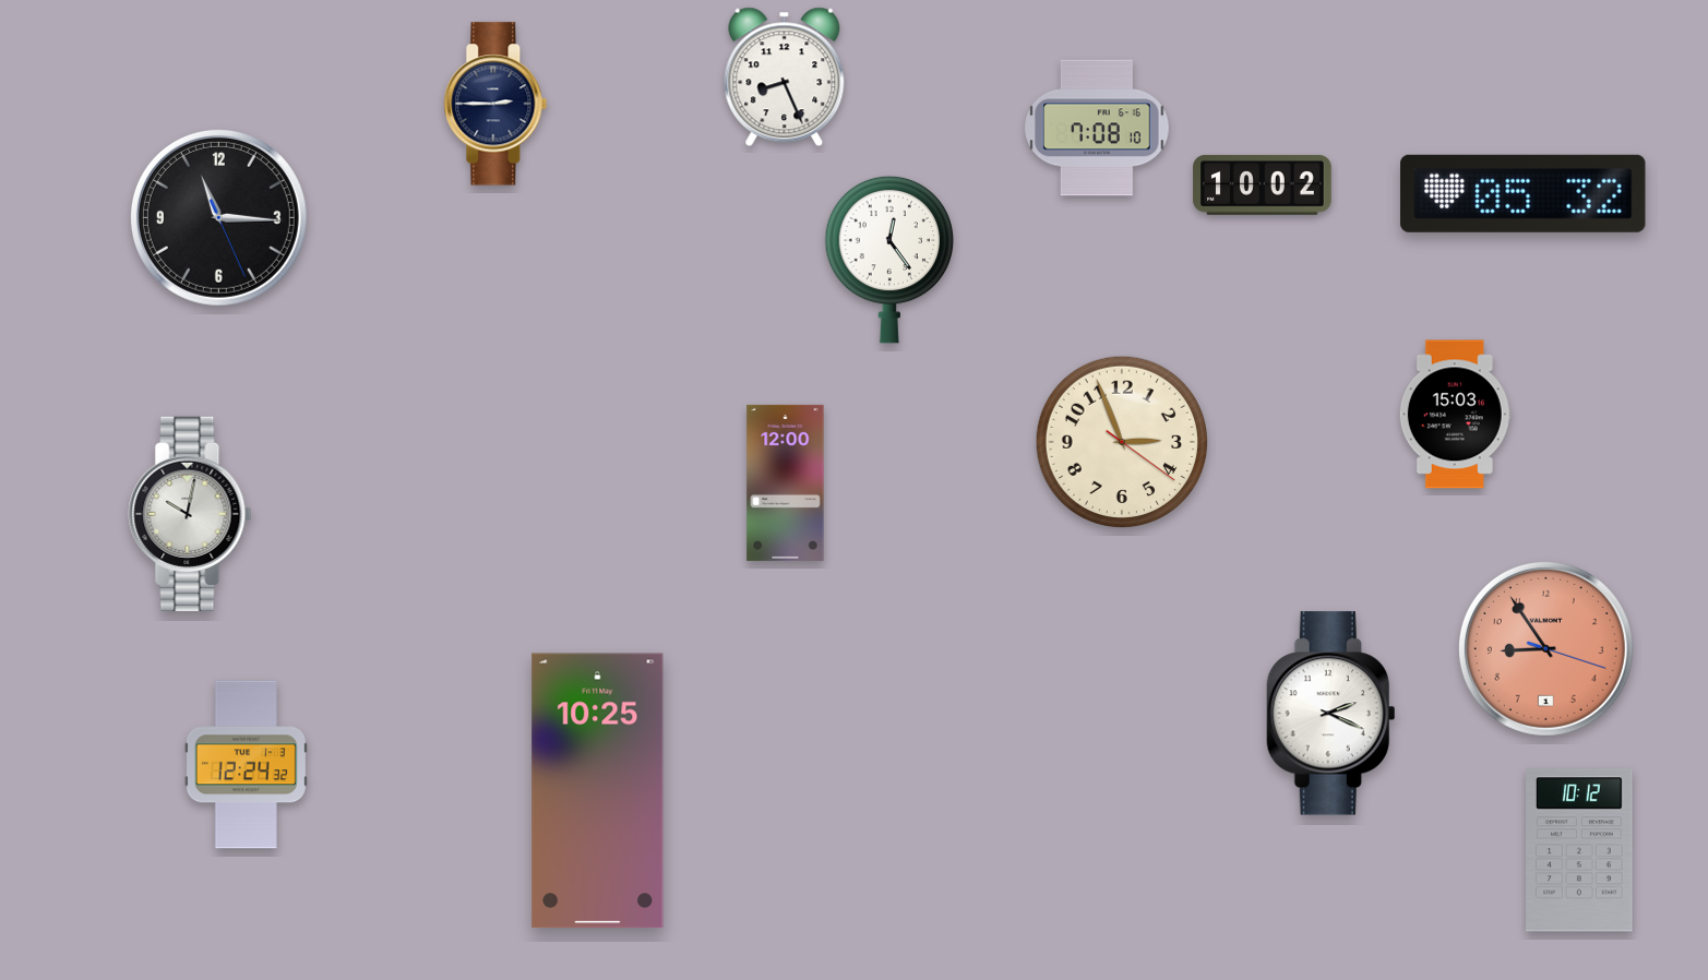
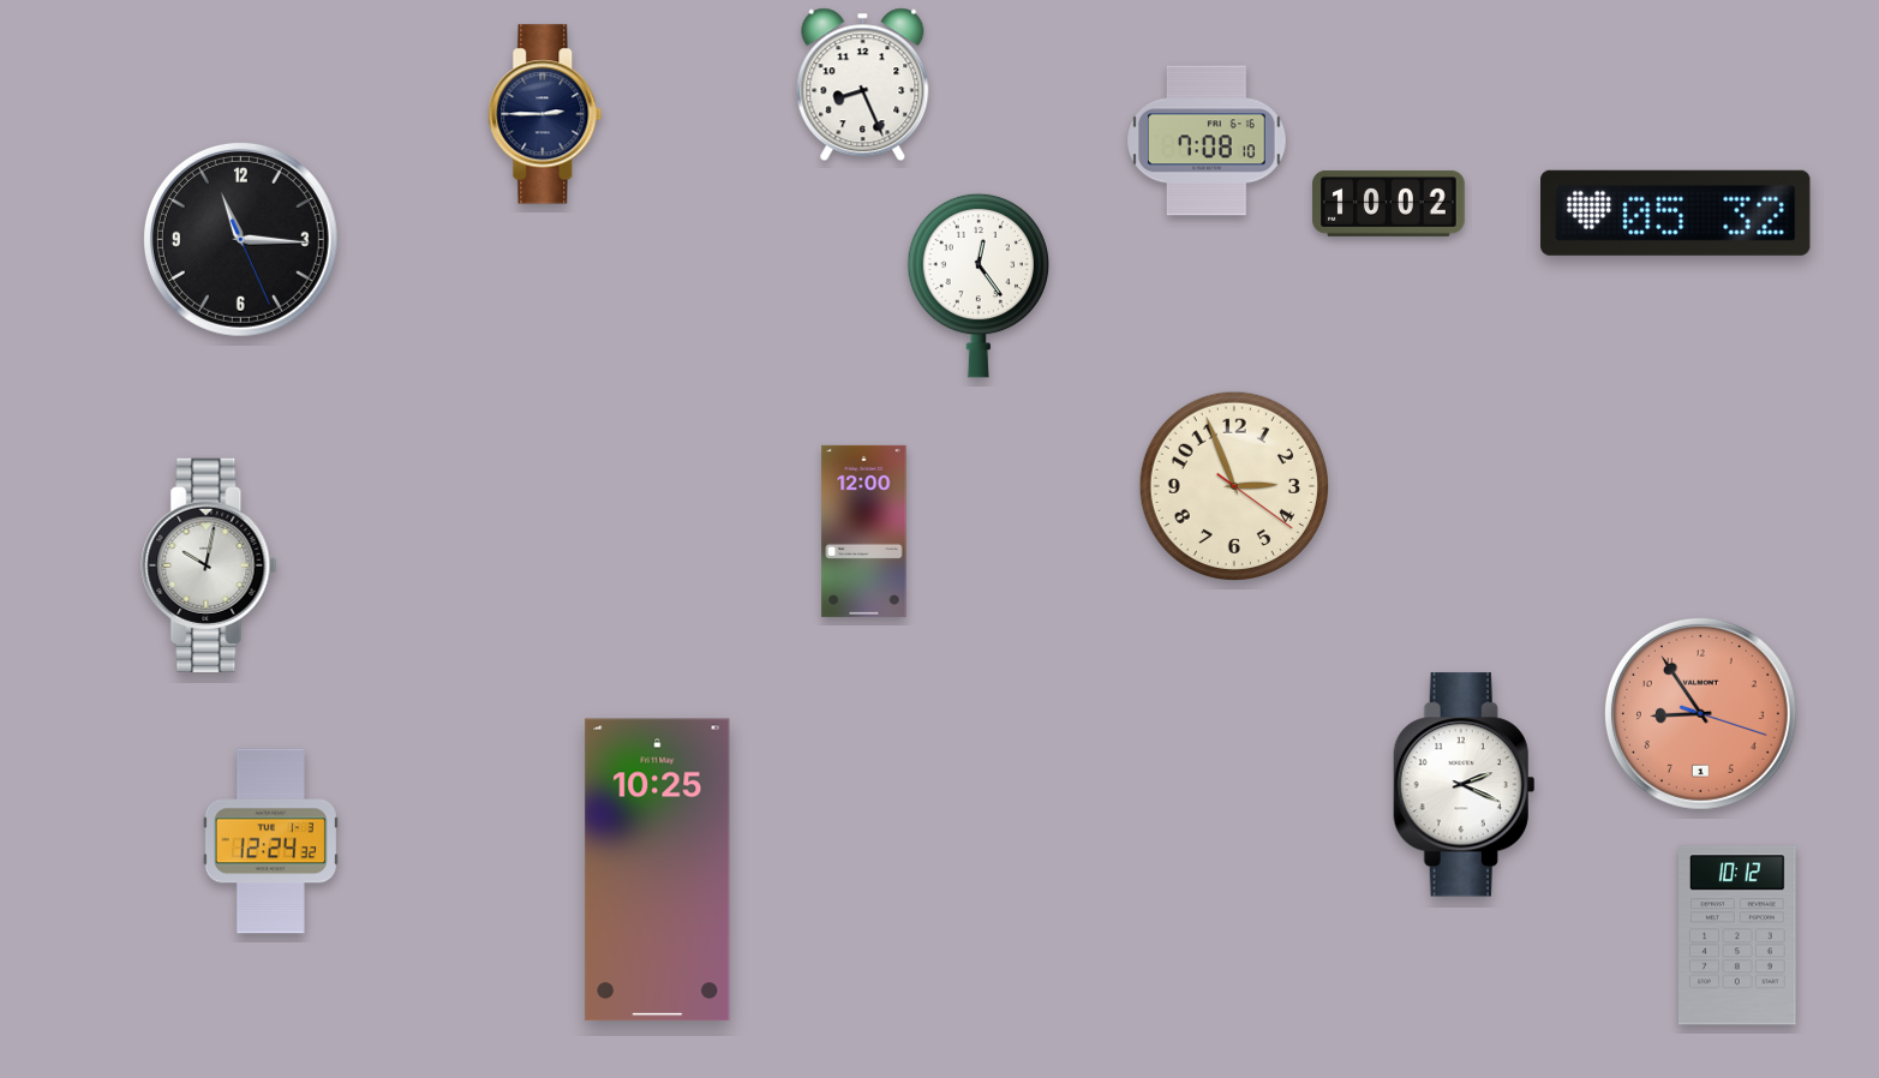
clock at (1455, 415): 15:03 -> none
